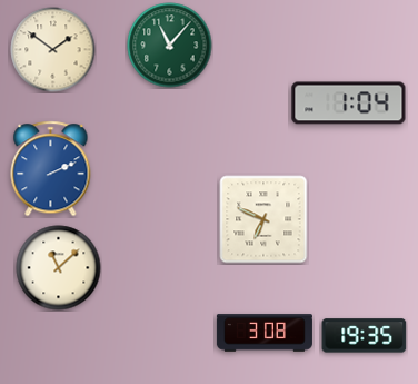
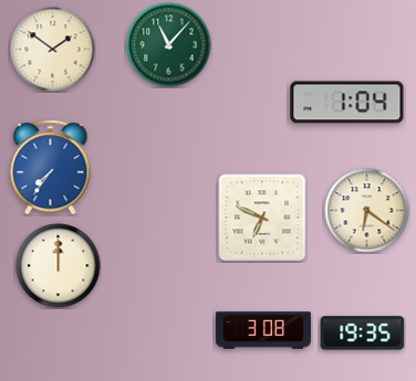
clock at (51, 169): 2:11 -> 7:36
clock at (367, 211): none -> 6:21
clock at (59, 268): 11:08 -> 12:00
